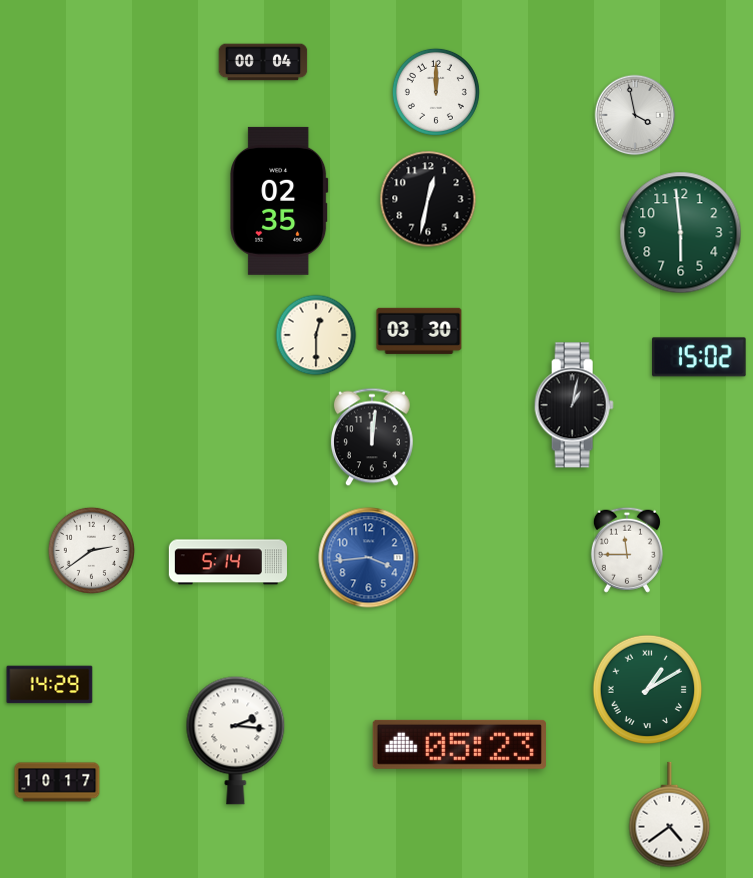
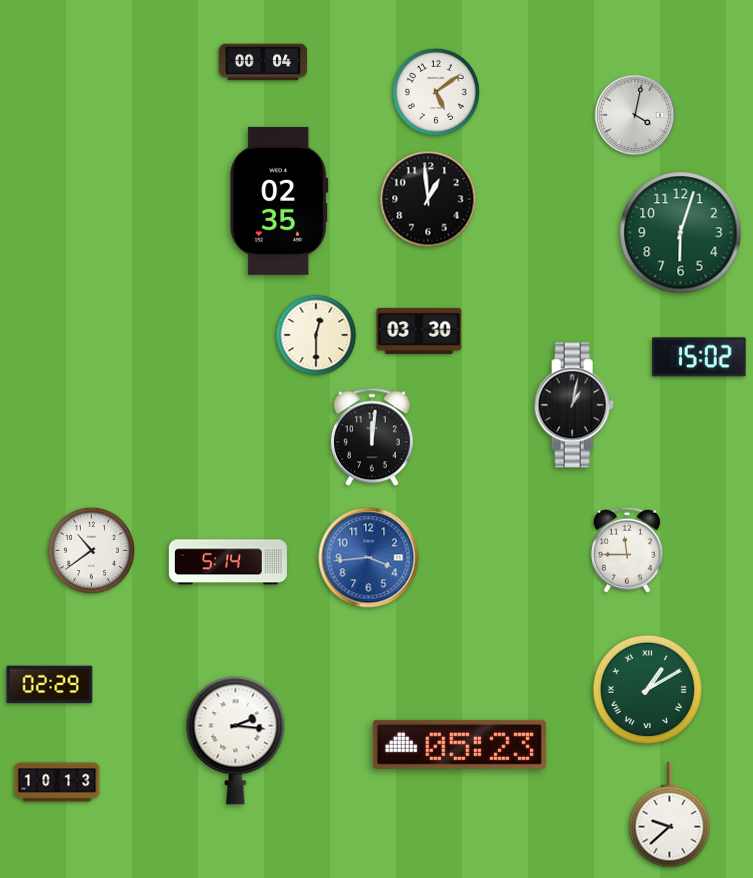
clock at (436, 92): 12:00 -> 5:09
clock at (635, 115): 3:58 -> 4:02
clock at (428, 199): 12:32 -> 12:59
clock at (681, 233): 5:59 -> 6:03
clock at (91, 550): 2:39 -> 10:39
clock at (50, 685): 14:29 -> 02:29
clock at (57, 782): 10:17 -> 10:13
clock at (670, 815): 4:39 -> 9:38
